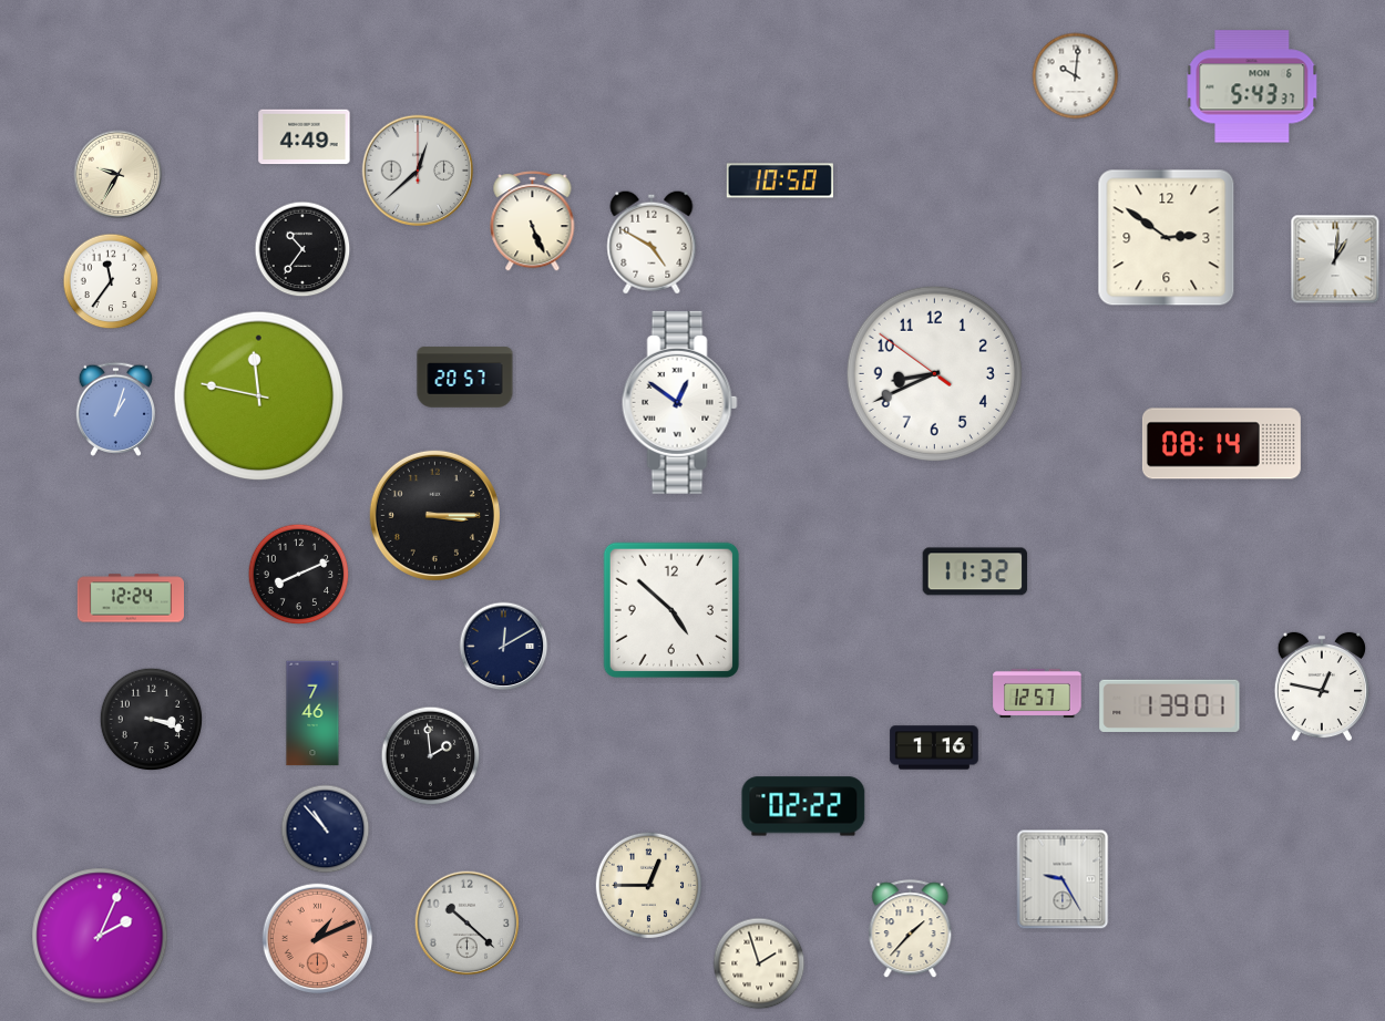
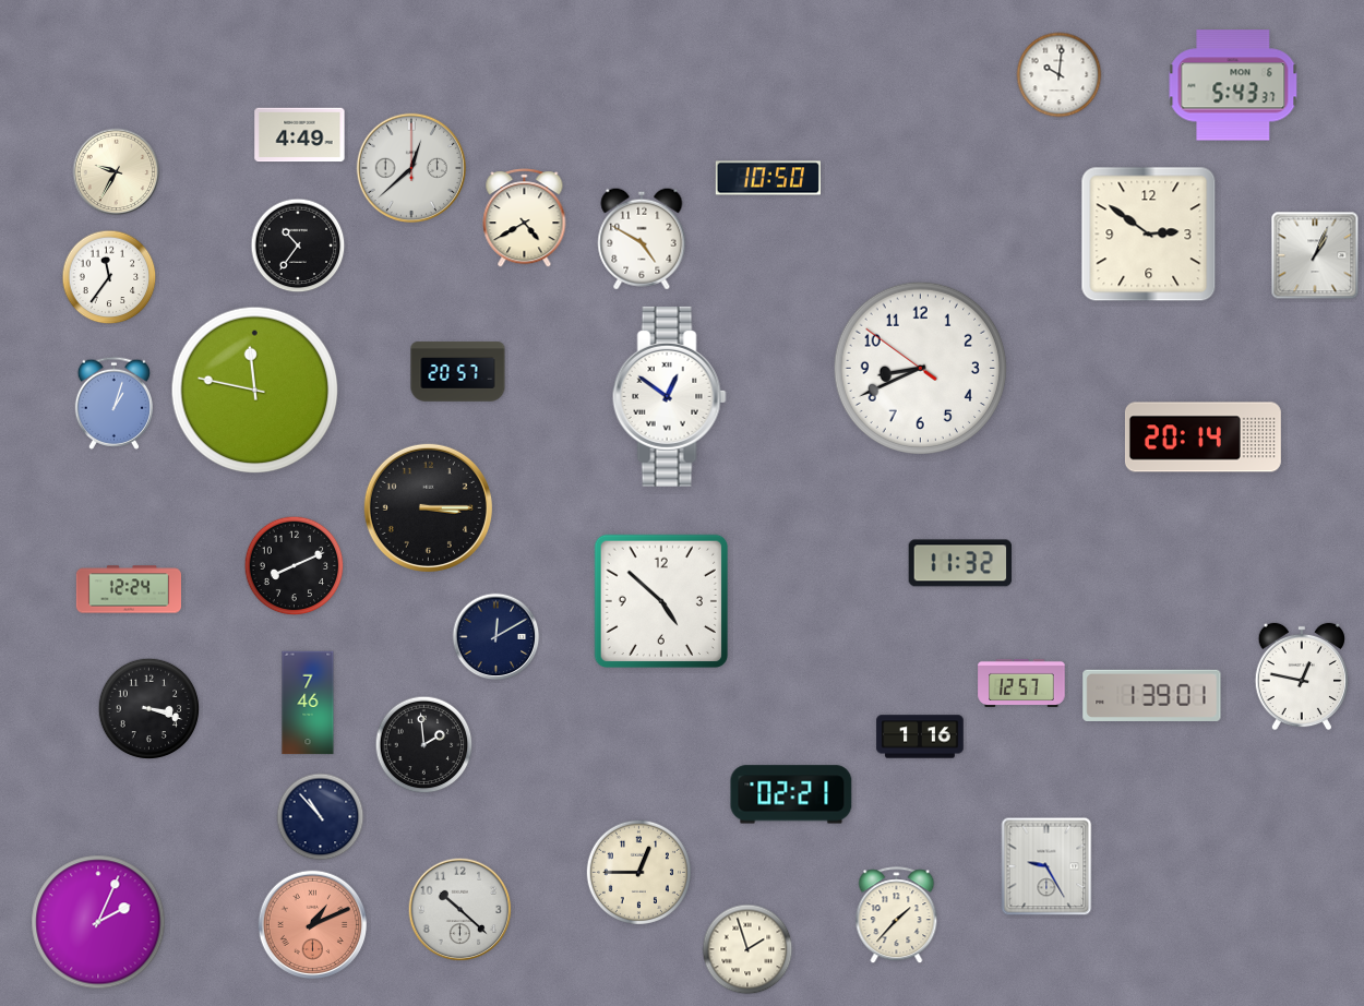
clock at (533, 221): 5:26 -> 4:40
clock at (1335, 259): 1:01 -> 1:04
clock at (1221, 444): 08:14 -> 20:14
clock at (803, 806): 02:22 -> 02:21
